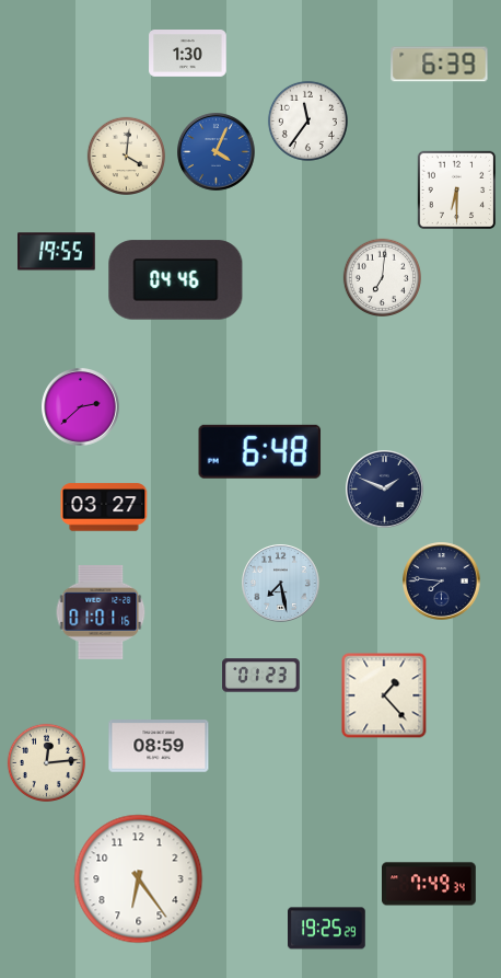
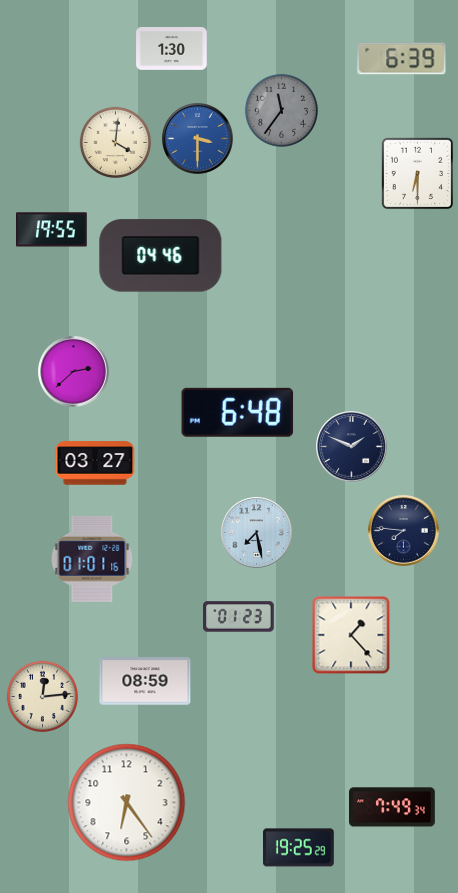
clock at (307, 120) dial: white -> grey
clock at (217, 152): 4:04 -> 3:30
clock at (383, 278): 7:01 -> none
